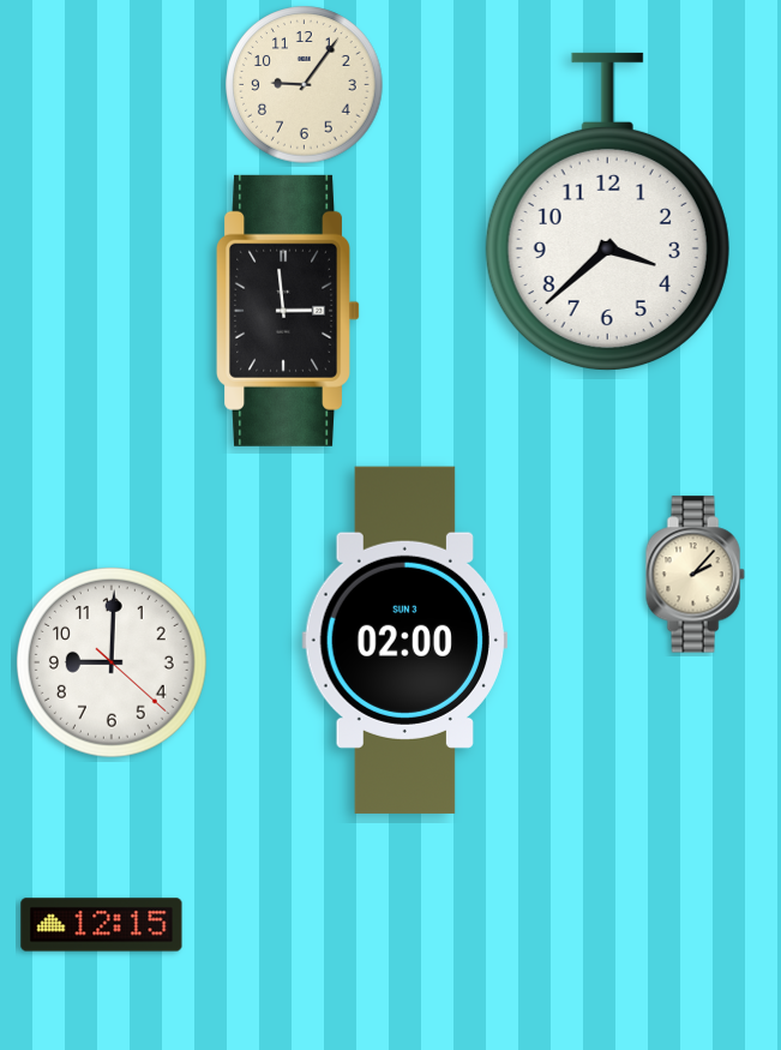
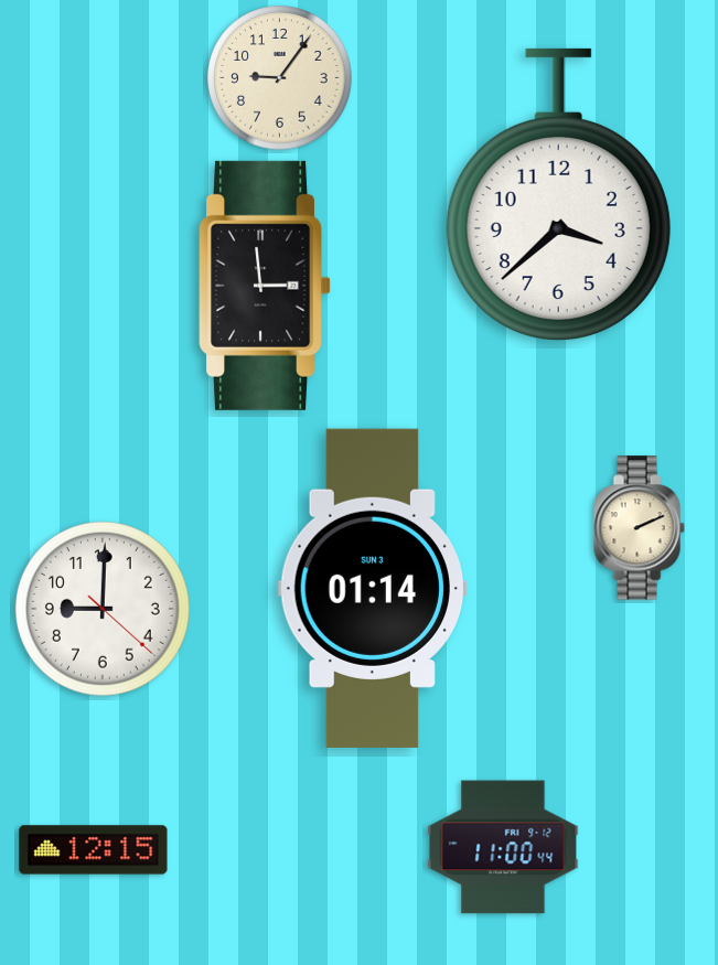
clock at (695, 575): 2:07 -> 2:11
clock at (404, 640): 02:00 -> 01:14
clock at (503, 847): none -> 11:00
